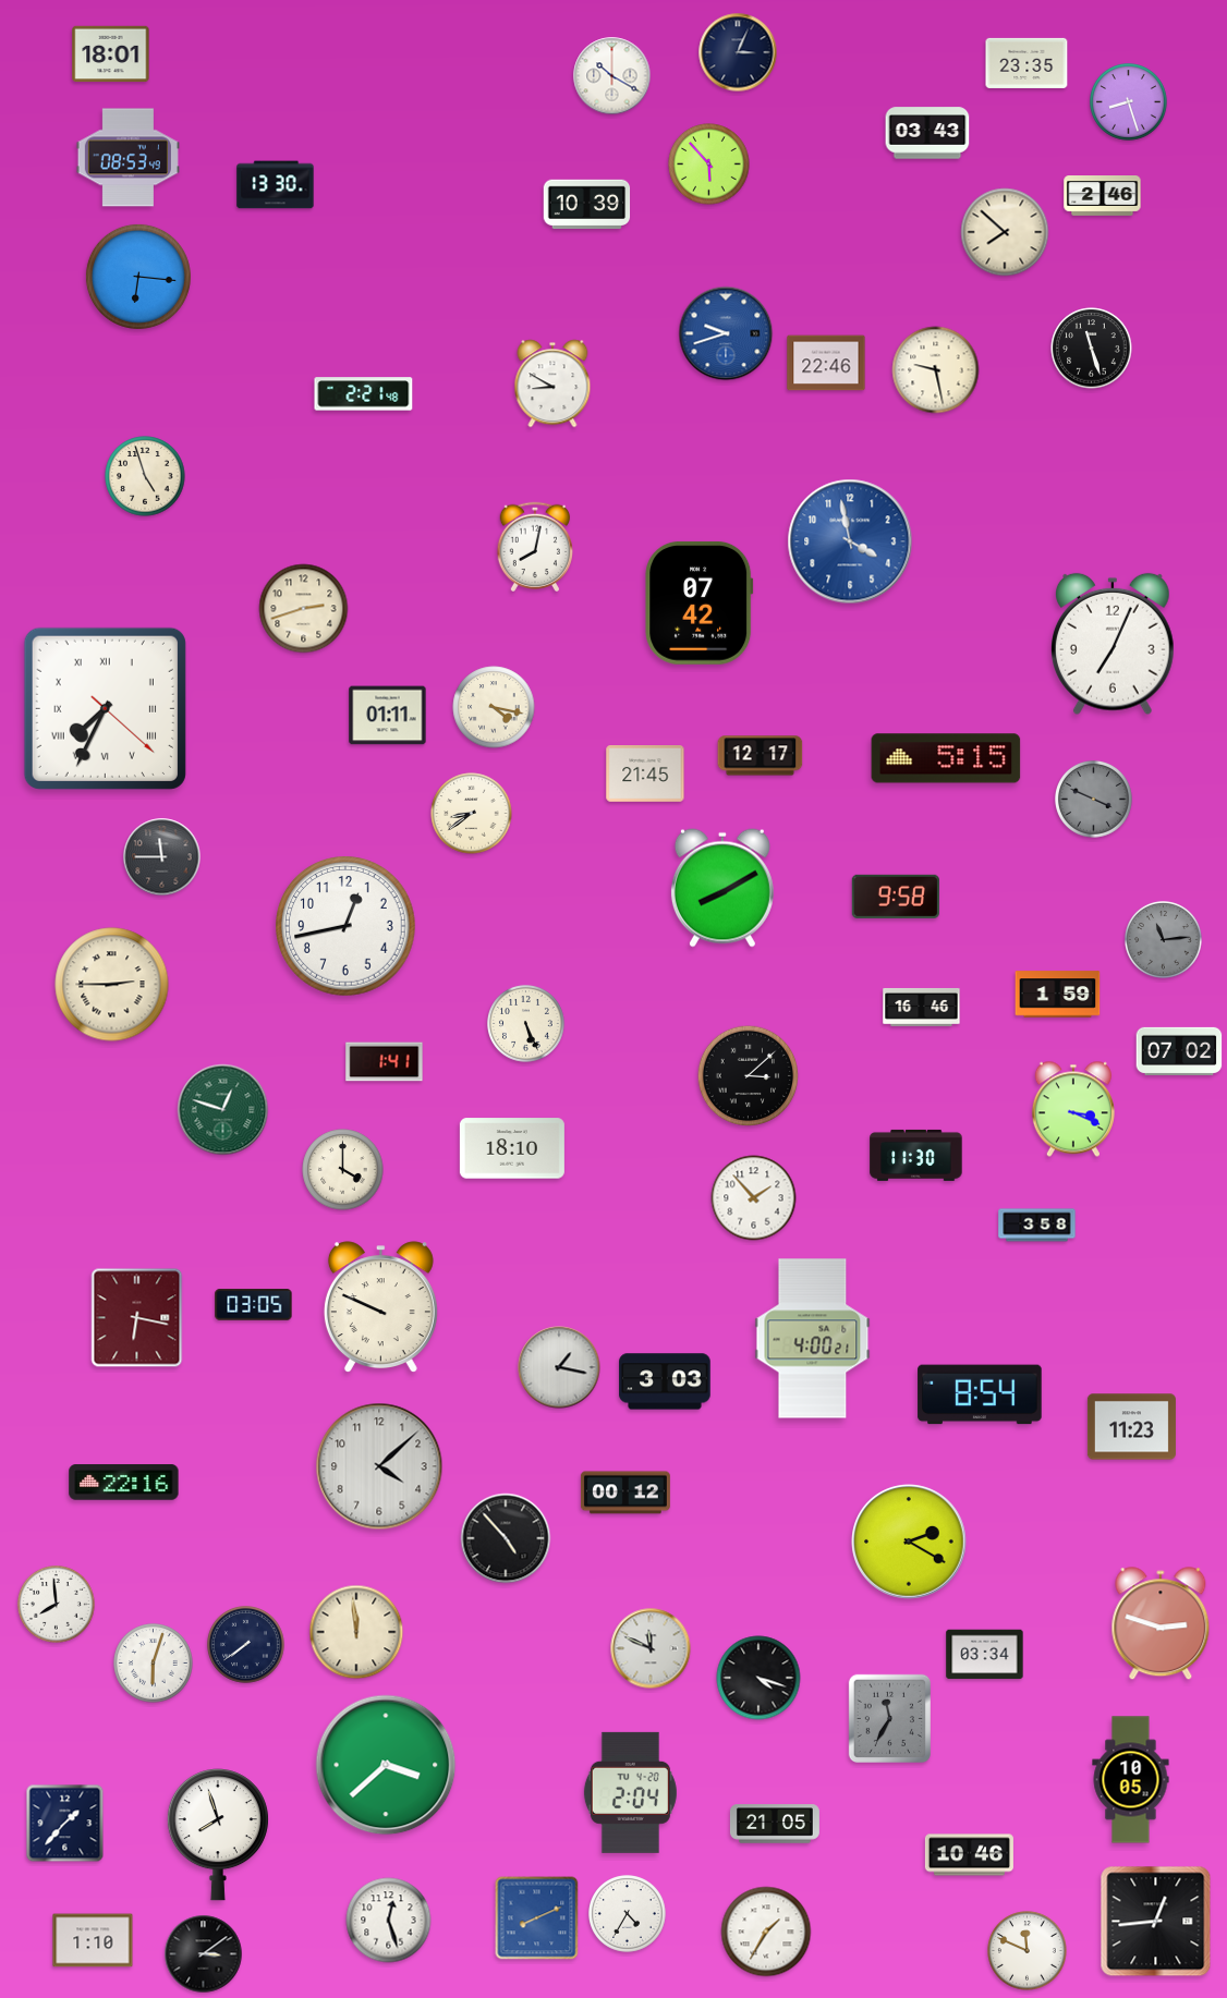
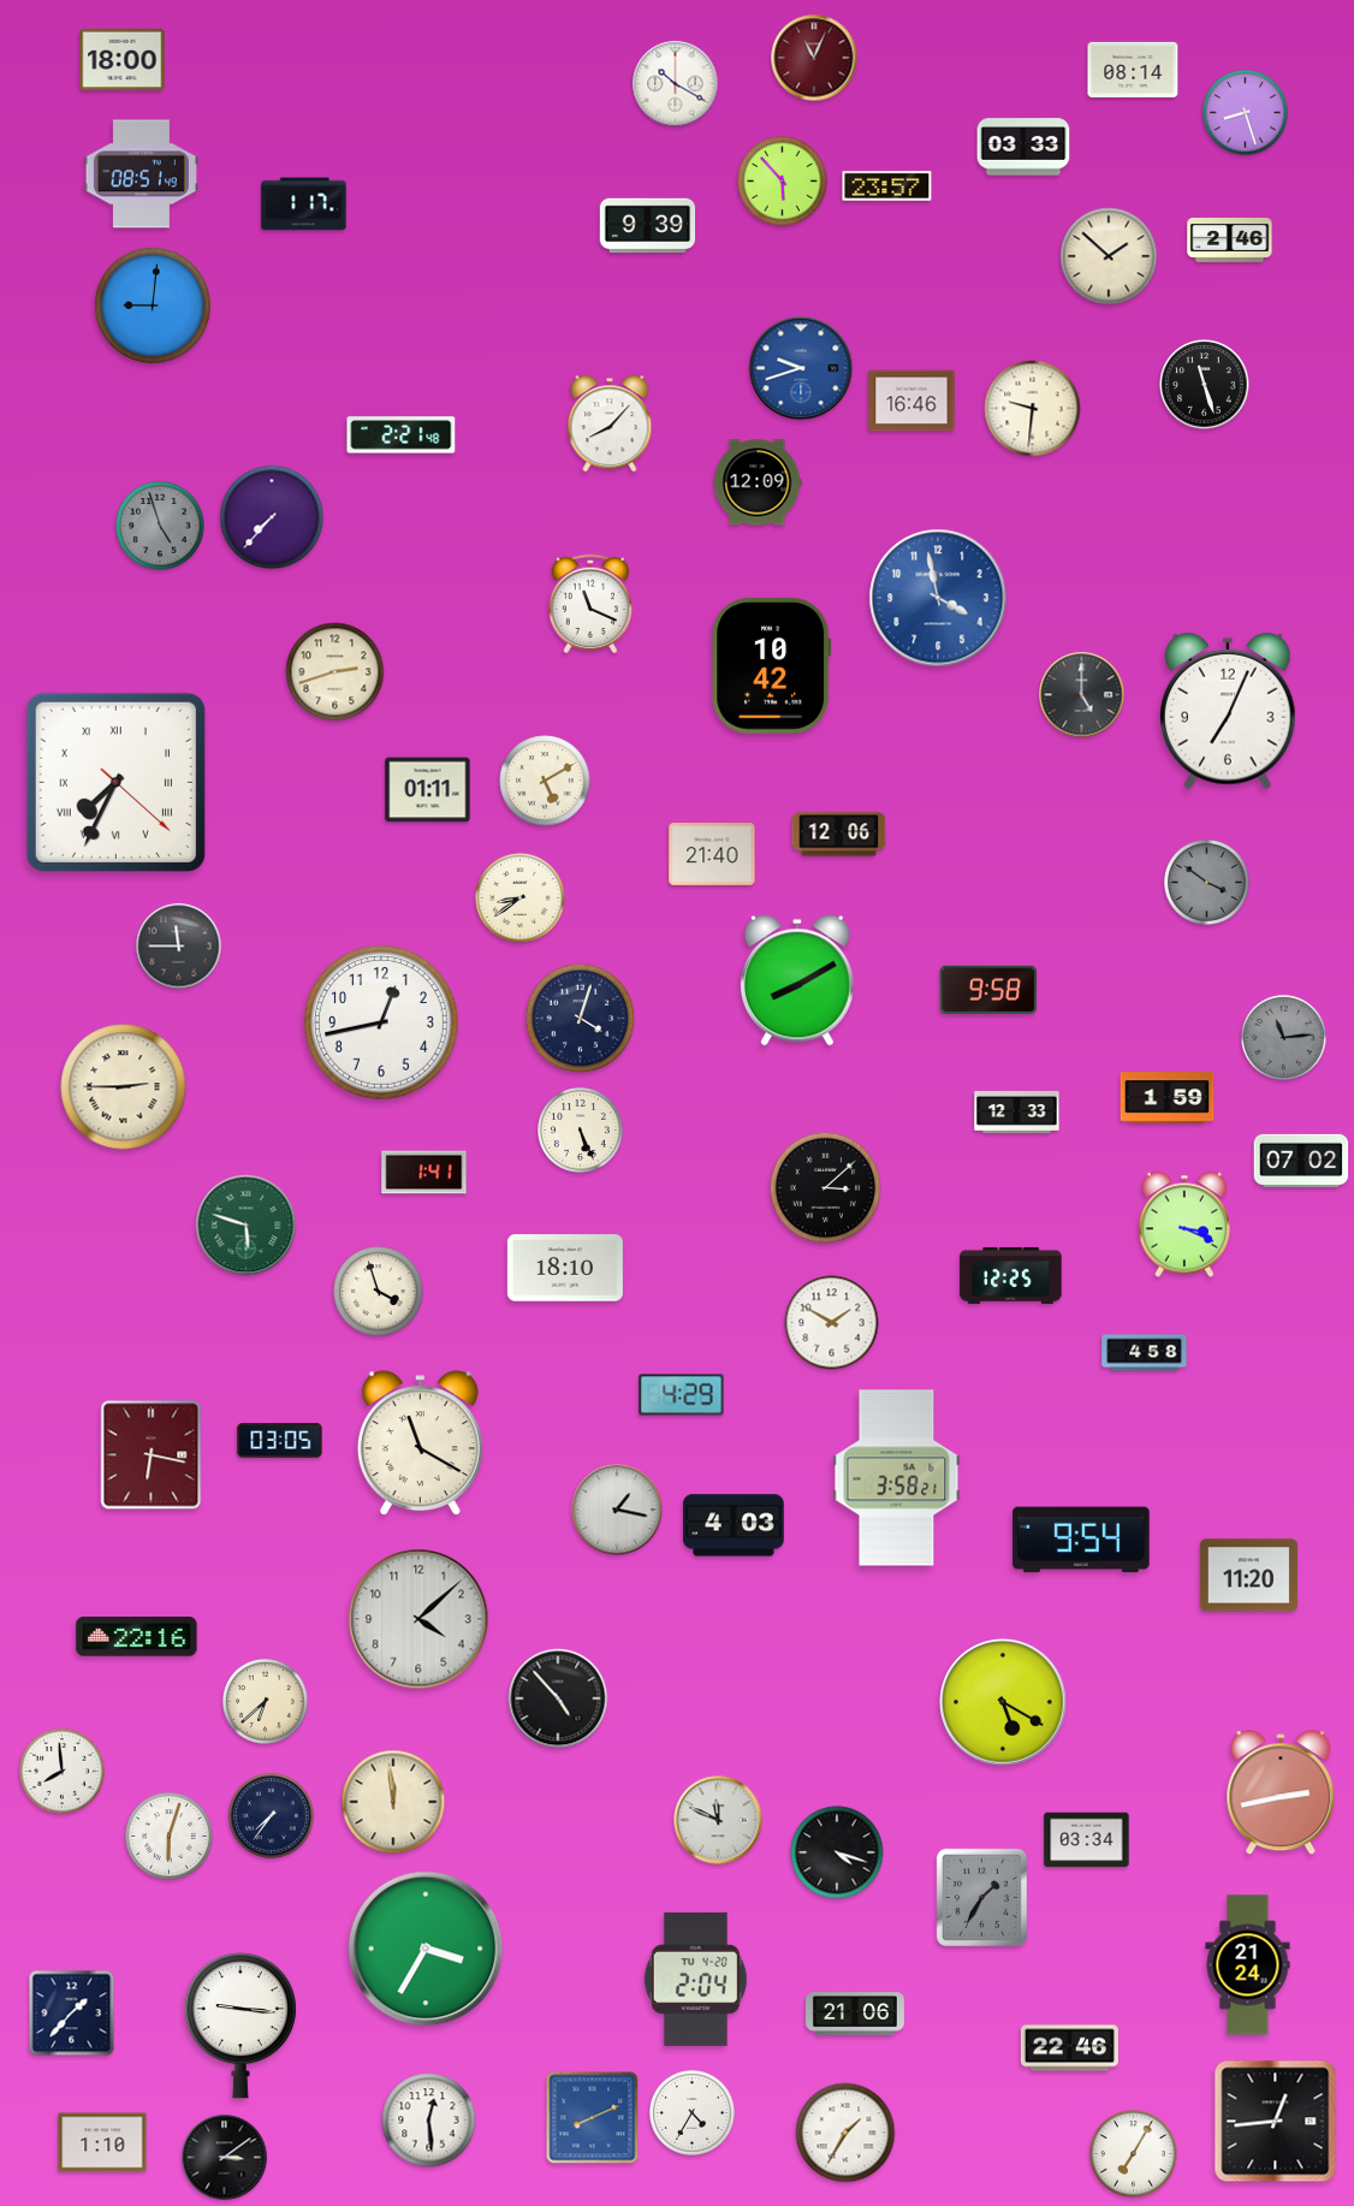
clock at (738, 52): 3:04 -> 11:04
clock at (738, 52) dial: navy -> burgundy
clock at (111, 54): 18:01 -> 18:00
clock at (1026, 63): 23:35 -> 08:14
clock at (927, 133): 03:43 -> 03:33
clock at (127, 158): 08:53 -> 08:51
clock at (887, 186): none -> 23:57
clock at (276, 185): 13:30 -> 1:17
clock at (1103, 196) position: (1103, 196) -> (1230, 241)
clock at (587, 205): 10:39 -> 9:39
clock at (1005, 232): 7:52 -> 1:52
clock at (138, 277): 6:16 -> 9:01
clock at (826, 363): 22:46 -> 16:46
clock at (936, 370): 9:28 -> 9:31
clock at (552, 383): 8:50 -> 8:07
clock at (758, 482): none -> 12:09
clock at (272, 517): none -> 7:37
clock at (145, 476) dial: cream -> grey
clock at (534, 546): 8:02 -> 11:19
clock at (700, 602): 07:42 -> 10:42
clock at (1082, 695): none -> 5:00
clock at (494, 707): 4:17 -> 5:10
clock at (761, 756): 12:17 -> 12:06
clock at (946, 758): 5:15 -> none
clock at (645, 775): 21:45 -> 21:40
clock at (1094, 800): 3:49 -> 3:51
clock at (581, 1019): none -> 4:03
clock at (922, 1007): 16:46 -> 12:33
clock at (223, 1110): 12:48 -> 5:48
clock at (916, 1155): 11:30 -> 12:25
clock at (343, 1170): 4:00 -> 3:57
clock at (754, 1198): 1:53 -> 1:50
clock at (1037, 1226): 3:58 -> 4:58
clock at (682, 1395): none -> 4:29
clock at (380, 1307): 9:49 -> 11:20
clock at (813, 1339): 4:00 -> 3:58
clock at (665, 1381): 3:03 -> 4:03
clock at (980, 1394): 8:54 -> 9:54
clock at (1131, 1427): 11:23 -> 11:20
clock at (625, 1493): 00:12 -> none
clock at (266, 1702): none -> 6:38
clock at (909, 1542): 2:20 -> 5:20
clock at (1161, 1624): 2:48 -> 2:43
clock at (246, 1645): 7:39 -> 7:36
clock at (985, 1655) position: (985, 1655) -> (1087, 1840)
clock at (889, 1718): 11:35 -> 1:35
clock at (386, 1765): 3:38 -> 3:35
clock at (1131, 1780): 10:05 -> 21:24
clock at (775, 1824): 21:05 -> 21:06
clock at (218, 1835): 7:57 -> 9:16
clock at (969, 1855): 10:46 -> 22:46
clock at (389, 1921): 12:27 -> 12:29
clock at (1028, 1951): 11:49 -> 7:05
